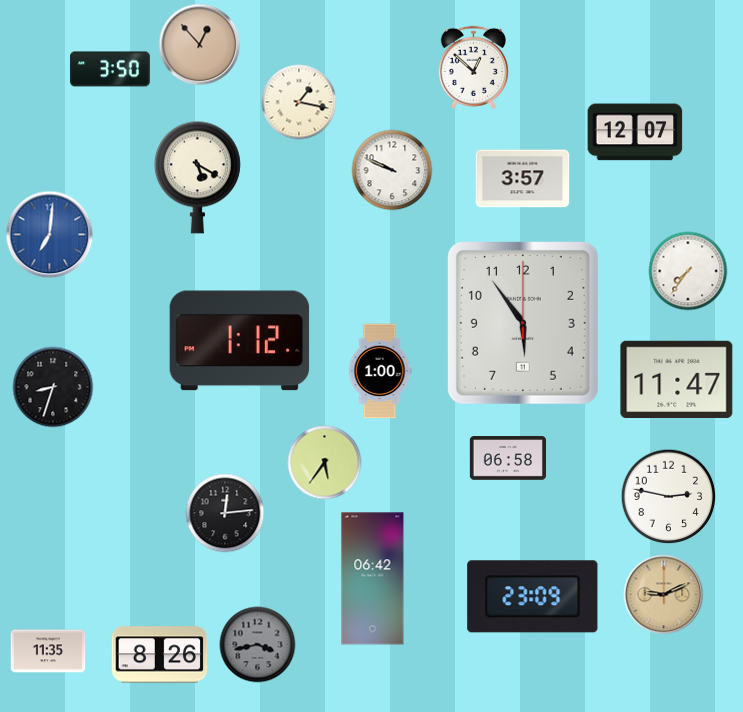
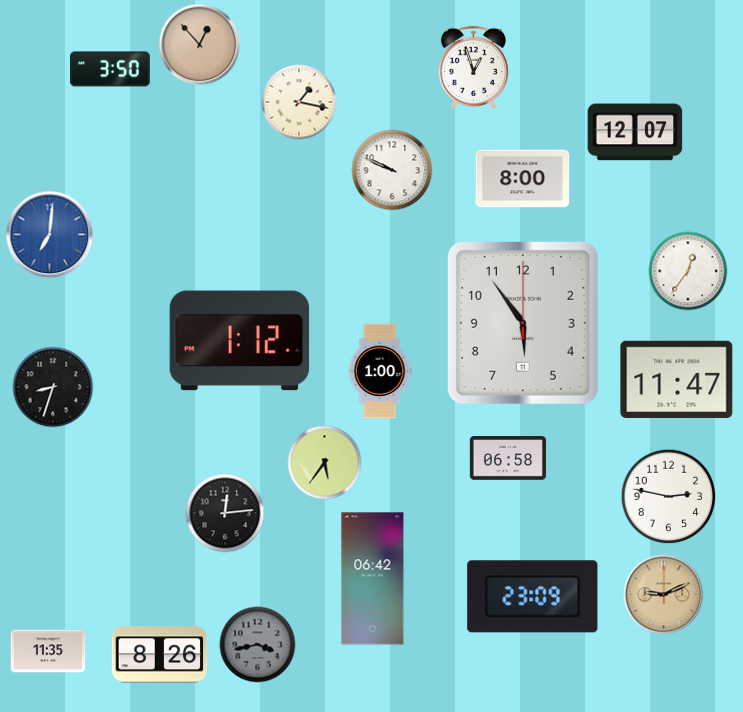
clock at (473, 67): 12:52 -> 12:57
clock at (197, 177): 5:20 -> none
clock at (523, 179): 3:57 -> 8:00
clock at (688, 271): 7:36 -> 12:36
